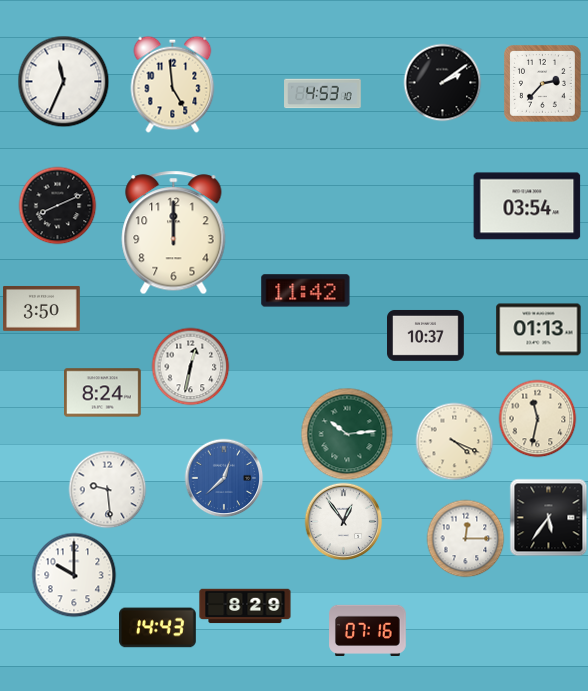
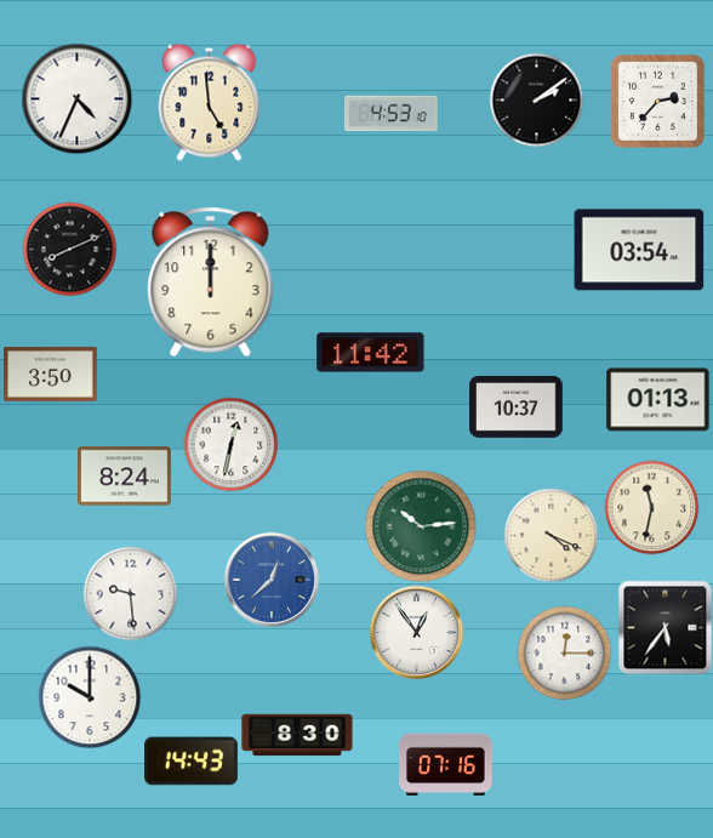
clock at (63, 81): 11:34 -> 4:34
clock at (539, 330) position: (539, 330) -> (658, 400)
clock at (245, 606): 8:29 -> 8:30
